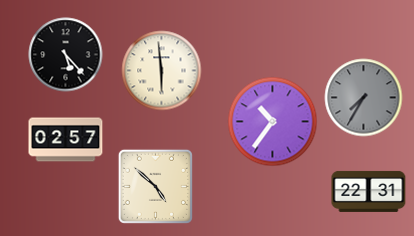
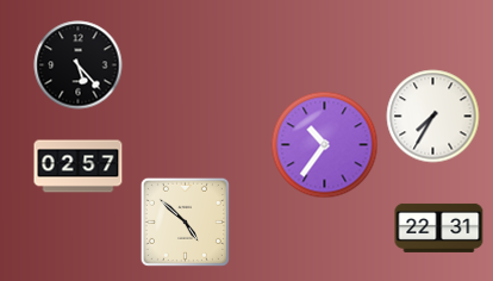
clock at (162, 71): 5:59 -> none
clock at (364, 98) dial: grey -> white
